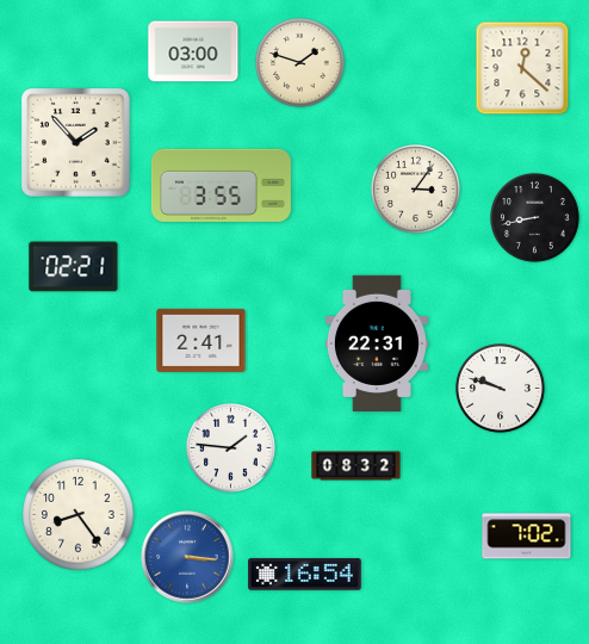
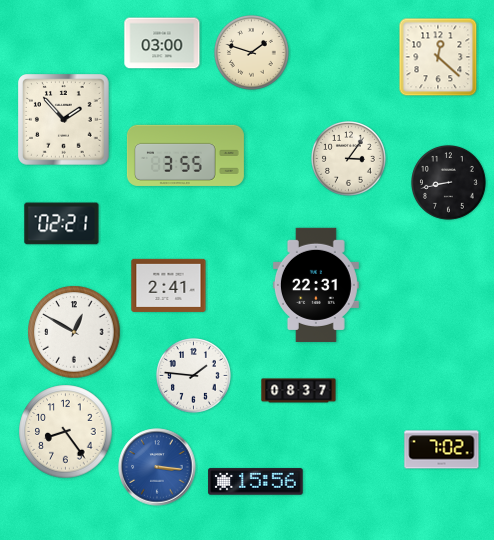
clock at (377, 343) position: (377, 343) -> (316, 285)
clock at (501, 389): 9:48 -> none
clock at (74, 332): none -> 12:50
clock at (356, 466): 08:32 -> 08:37
clock at (305, 575): 16:54 -> 15:56
